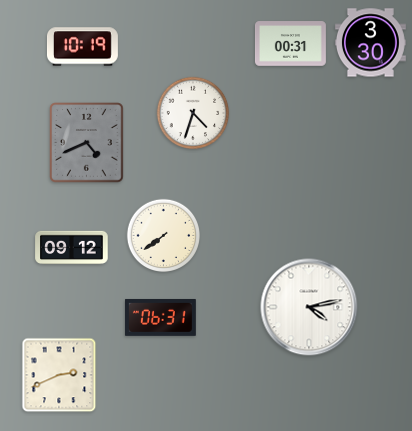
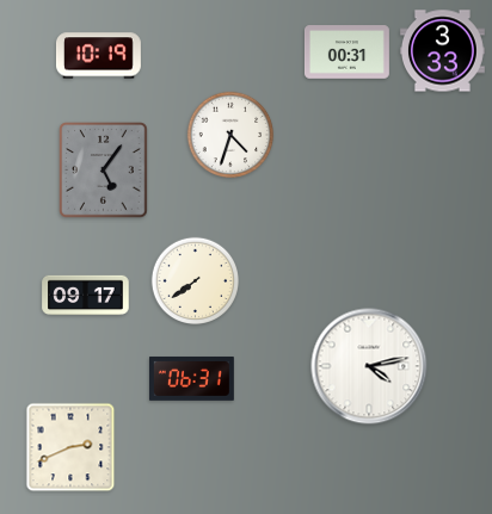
clock at (370, 43): 3:30 -> 3:33
clock at (87, 143): 4:41 -> 5:06
clock at (72, 248): 09:12 -> 09:17
